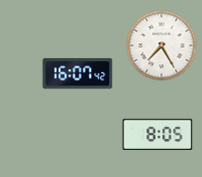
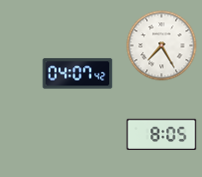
clock at (78, 74): 16:07 -> 04:07
clock at (158, 134) position: (158, 134) -> (162, 134)
